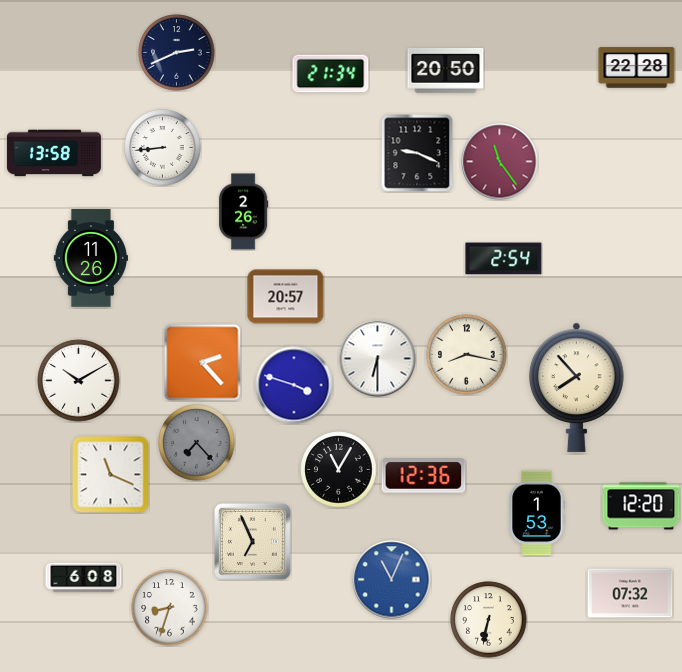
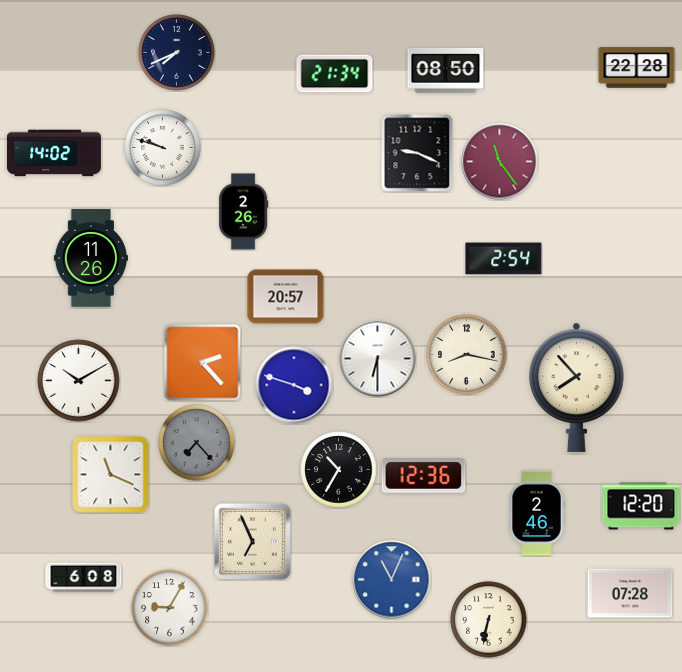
clock at (177, 53): 2:41 -> 7:41
clock at (446, 71): 20:50 -> 08:50
clock at (331, 74) position: (331, 74) -> (335, 74)
clock at (163, 148): 8:44 -> 9:48
clock at (54, 153): 13:58 -> 14:02
clock at (339, 470): 11:05 -> 10:35
clock at (537, 513): 1:53 -> 2:46
clock at (630, 593): 07:32 -> 07:28
clock at (170, 608): 8:33 -> 9:05
